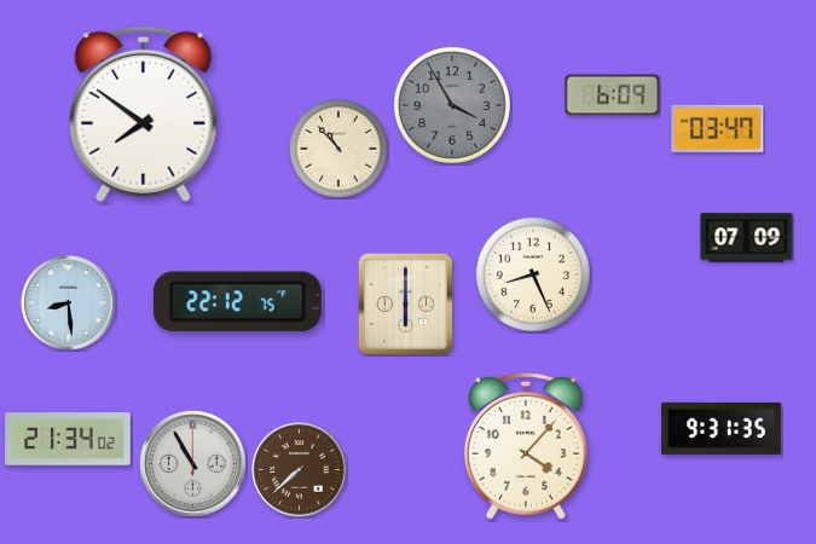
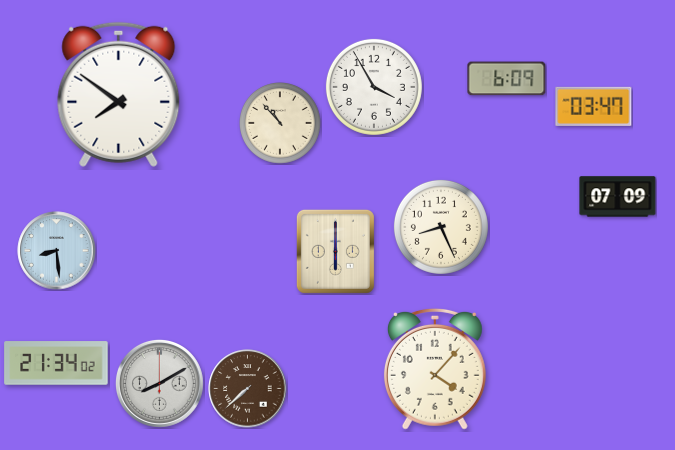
clock at (452, 105) dial: grey -> white
clock at (237, 302): 22:12 -> none
clock at (722, 428): 9:31 -> none
clock at (193, 464): 10:55 -> 8:10
